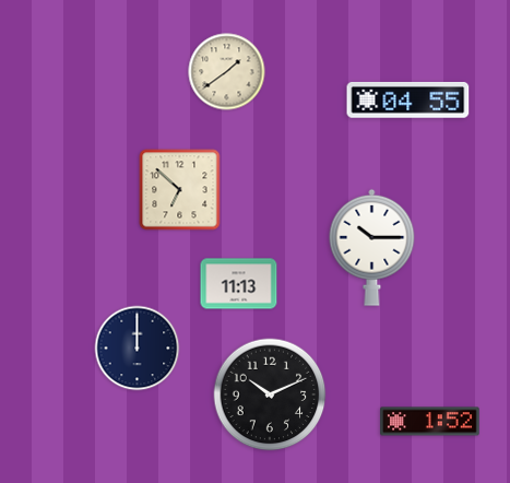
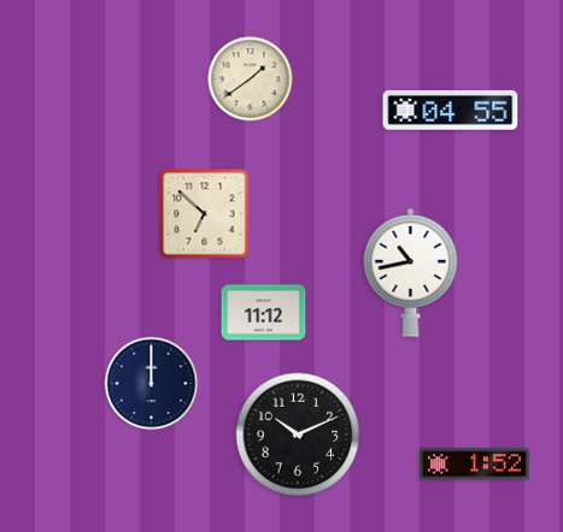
clock at (180, 190) position: (180, 190) -> (205, 214)
clock at (372, 247): 10:15 -> 10:43
clock at (239, 284): 11:13 -> 11:12
